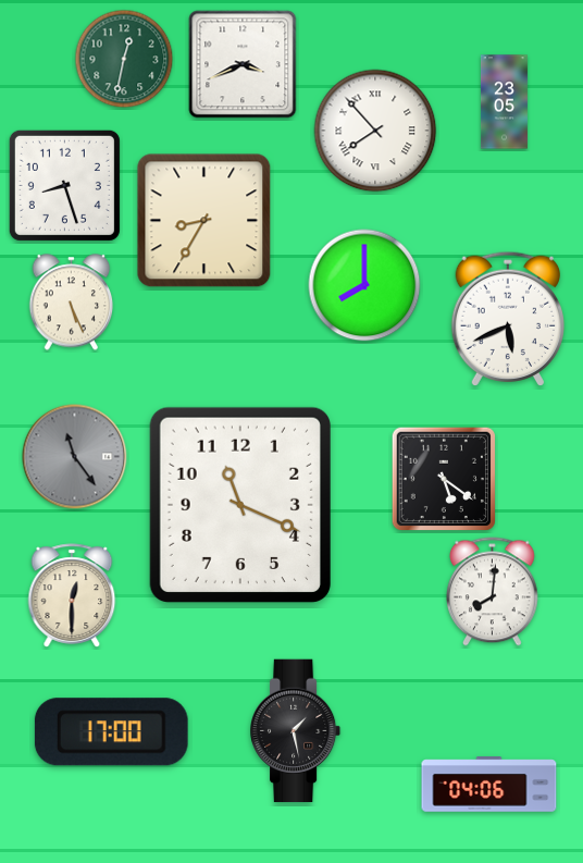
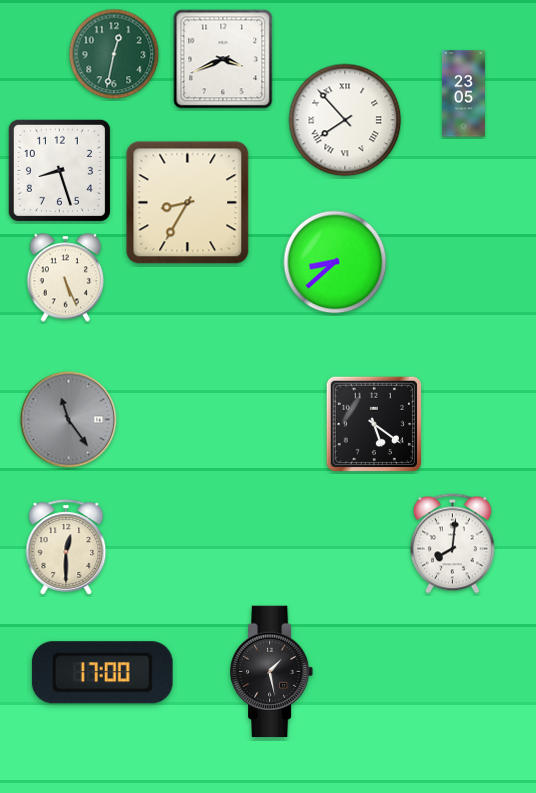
clock at (364, 285): 8:00 -> 8:38
clock at (507, 318): 5:41 -> none
clock at (443, 478) position: (443, 478) -> (373, 423)
clock at (240, 505): 11:19 -> none
clock at (489, 785): 04:06 -> none
